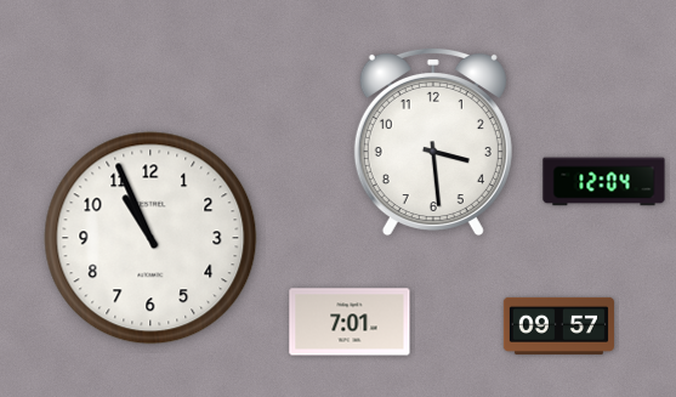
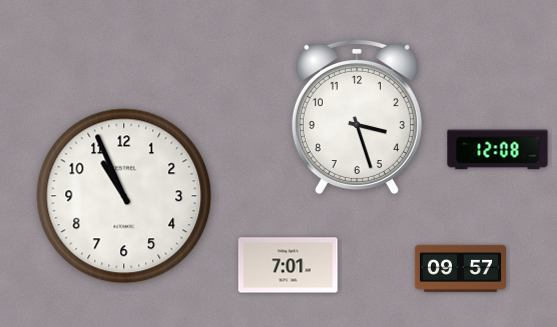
clock at (433, 142): 3:29 -> 3:27
clock at (604, 182): 12:04 -> 12:08
